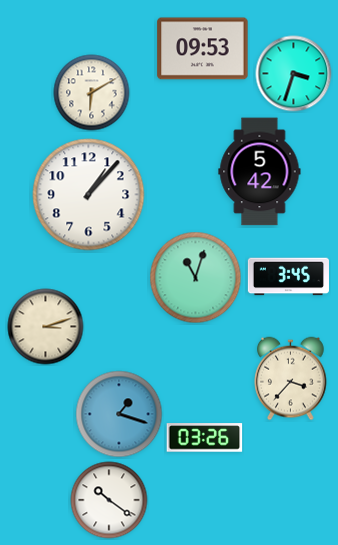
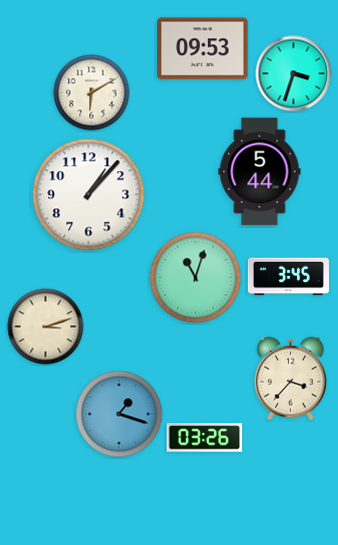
clock at (260, 172): 5:42 -> 5:44
clock at (109, 500): 10:21 -> none
